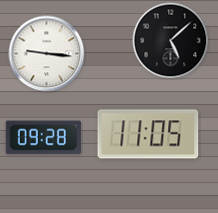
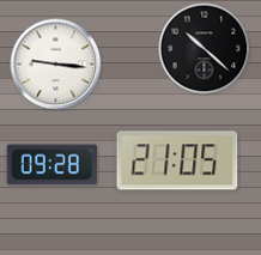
clock at (171, 41): 5:08 -> 10:22
clock at (148, 134): 11:05 -> 21:05
